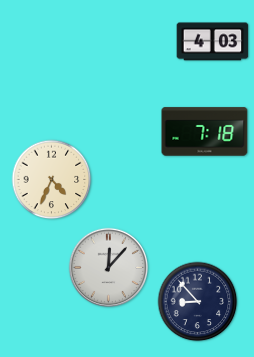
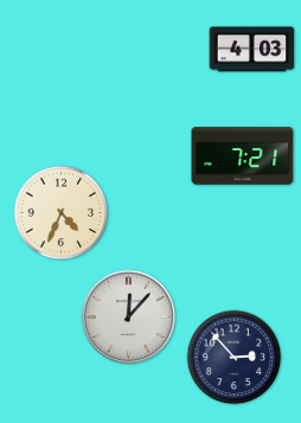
clock at (205, 132): 7:18 -> 7:21
clock at (198, 302): 8:53 -> 2:53
